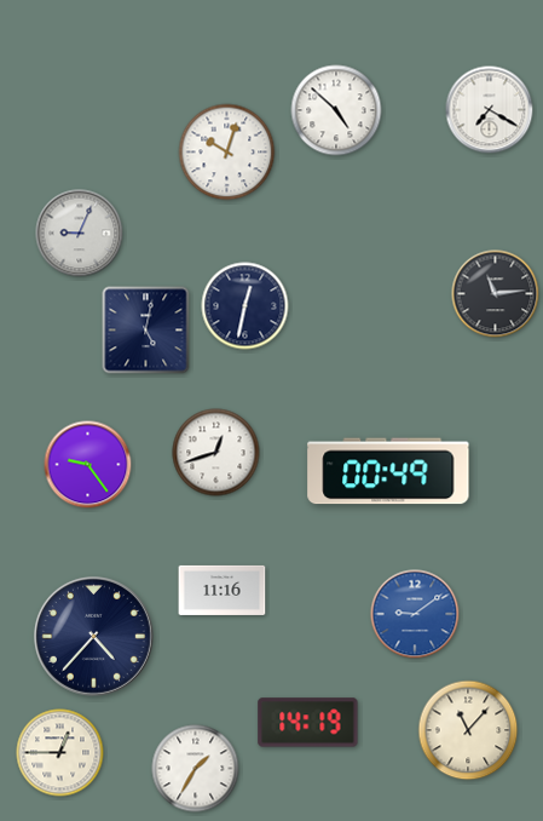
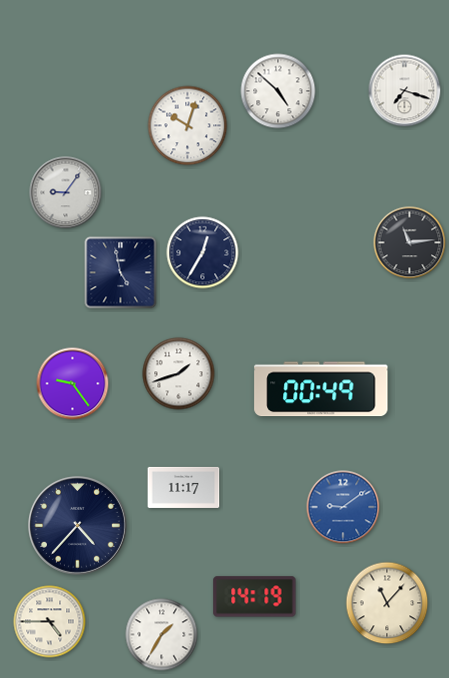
clock at (490, 110): 7:20 -> 7:18
clock at (80, 234): 9:04 -> 9:06
clock at (245, 306): 12:32 -> 12:35
clock at (146, 331): 5:02 -> 4:58
clock at (216, 453): 12:42 -> 1:42
clock at (223, 590): 11:16 -> 11:17
clock at (60, 753): 12:45 -> 4:45
